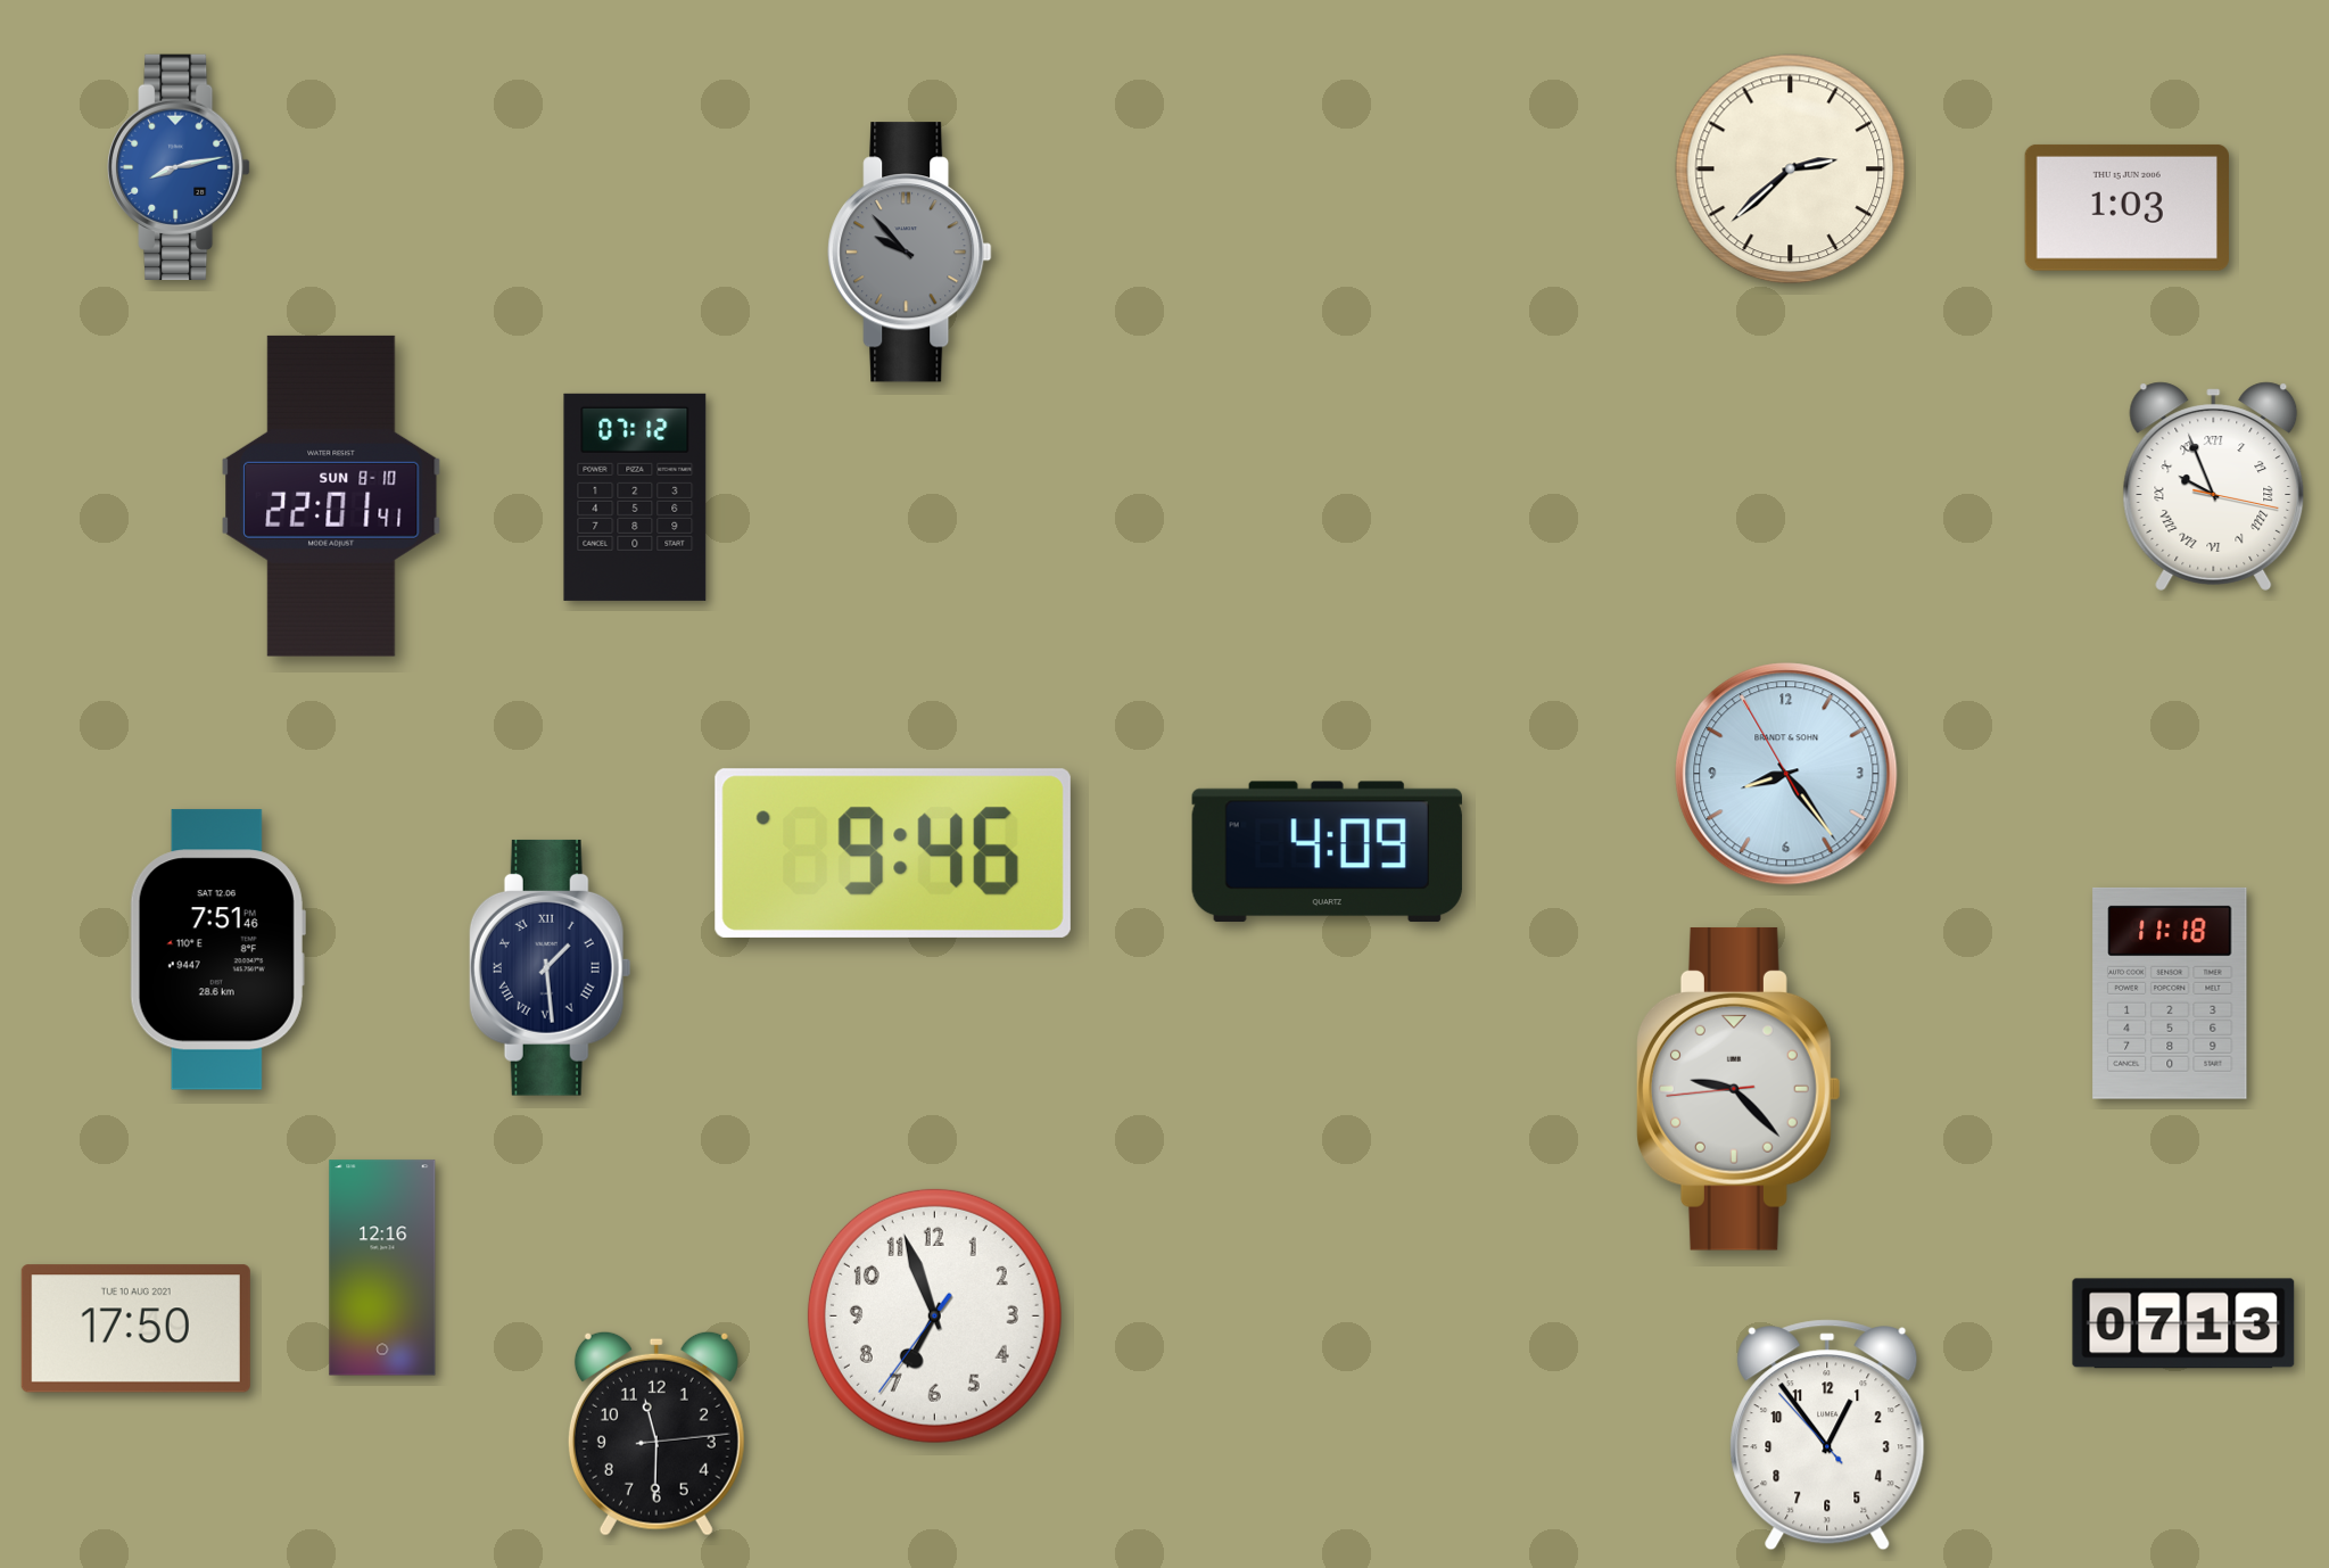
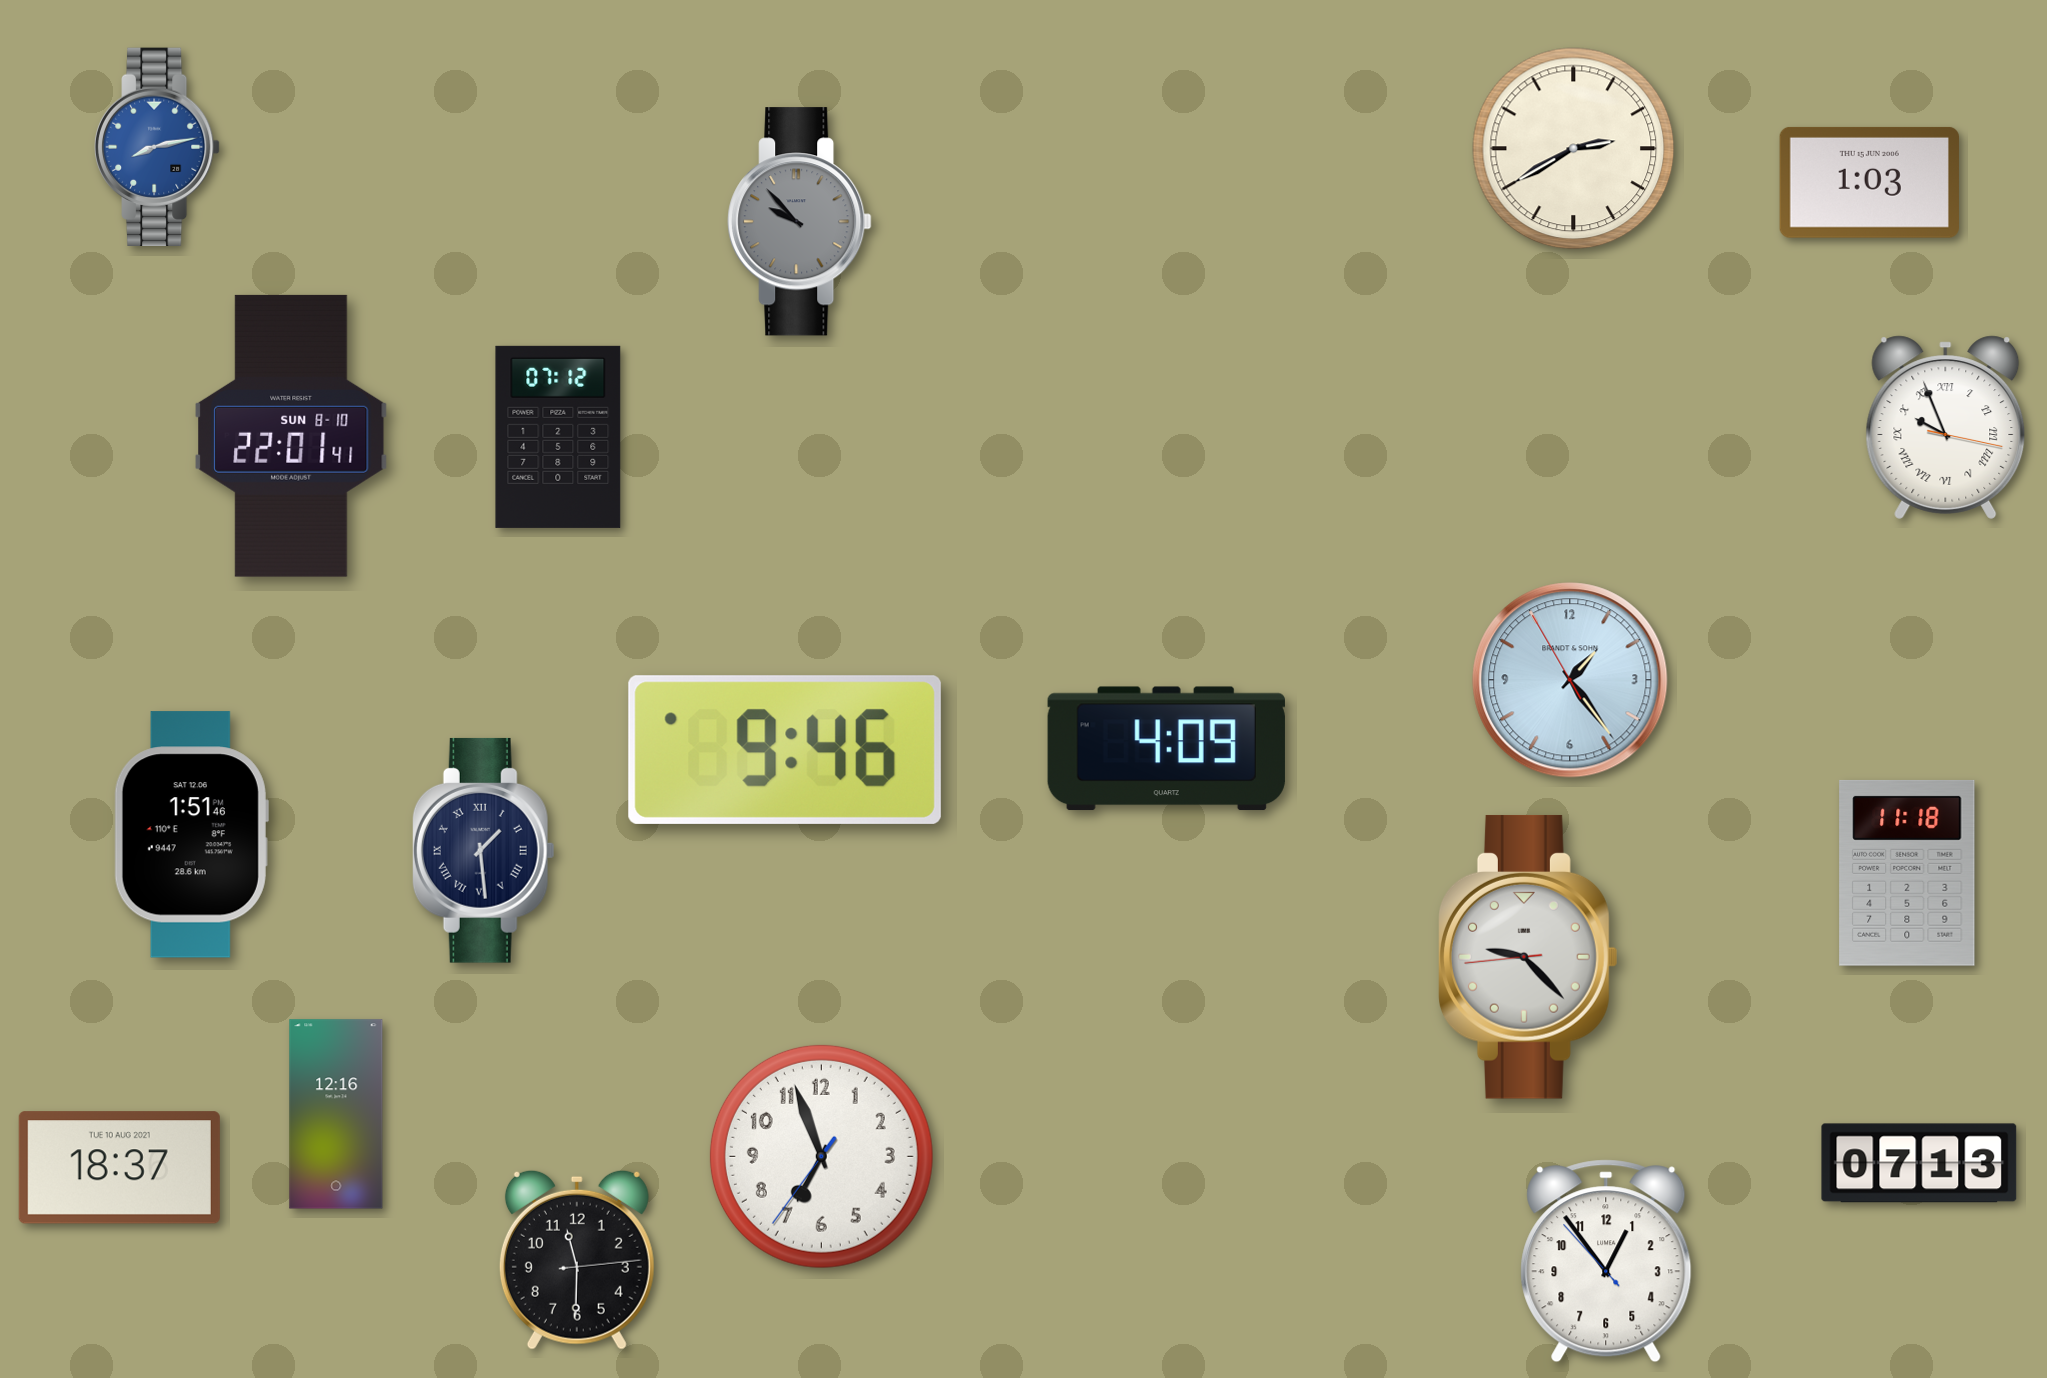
clock at (1791, 170): 2:38 -> 2:40
clock at (1786, 774): 8:23 -> 1:23
clock at (217, 950): 7:51 -> 1:51
clock at (135, 1329): 17:50 -> 18:37
